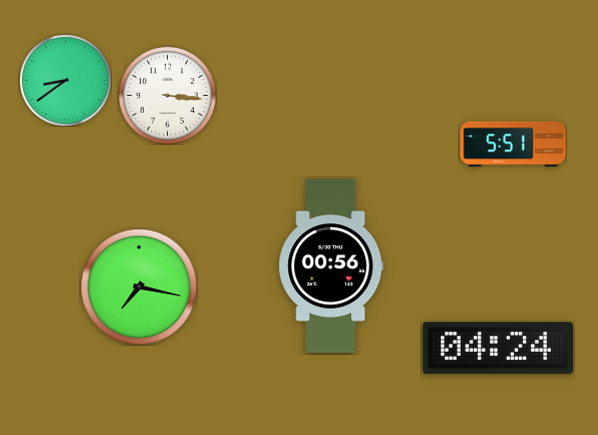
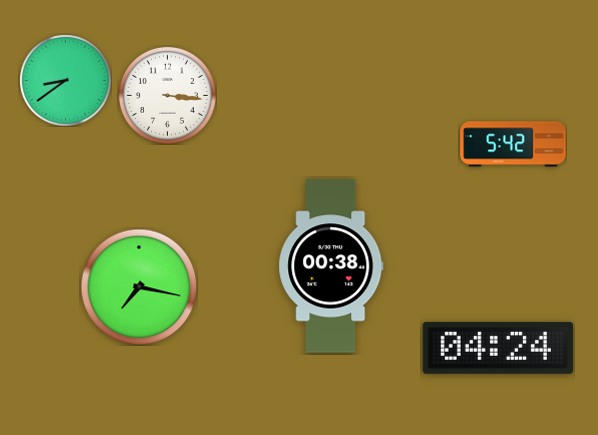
clock at (513, 144): 5:51 -> 5:42
clock at (331, 266): 00:56 -> 00:38
